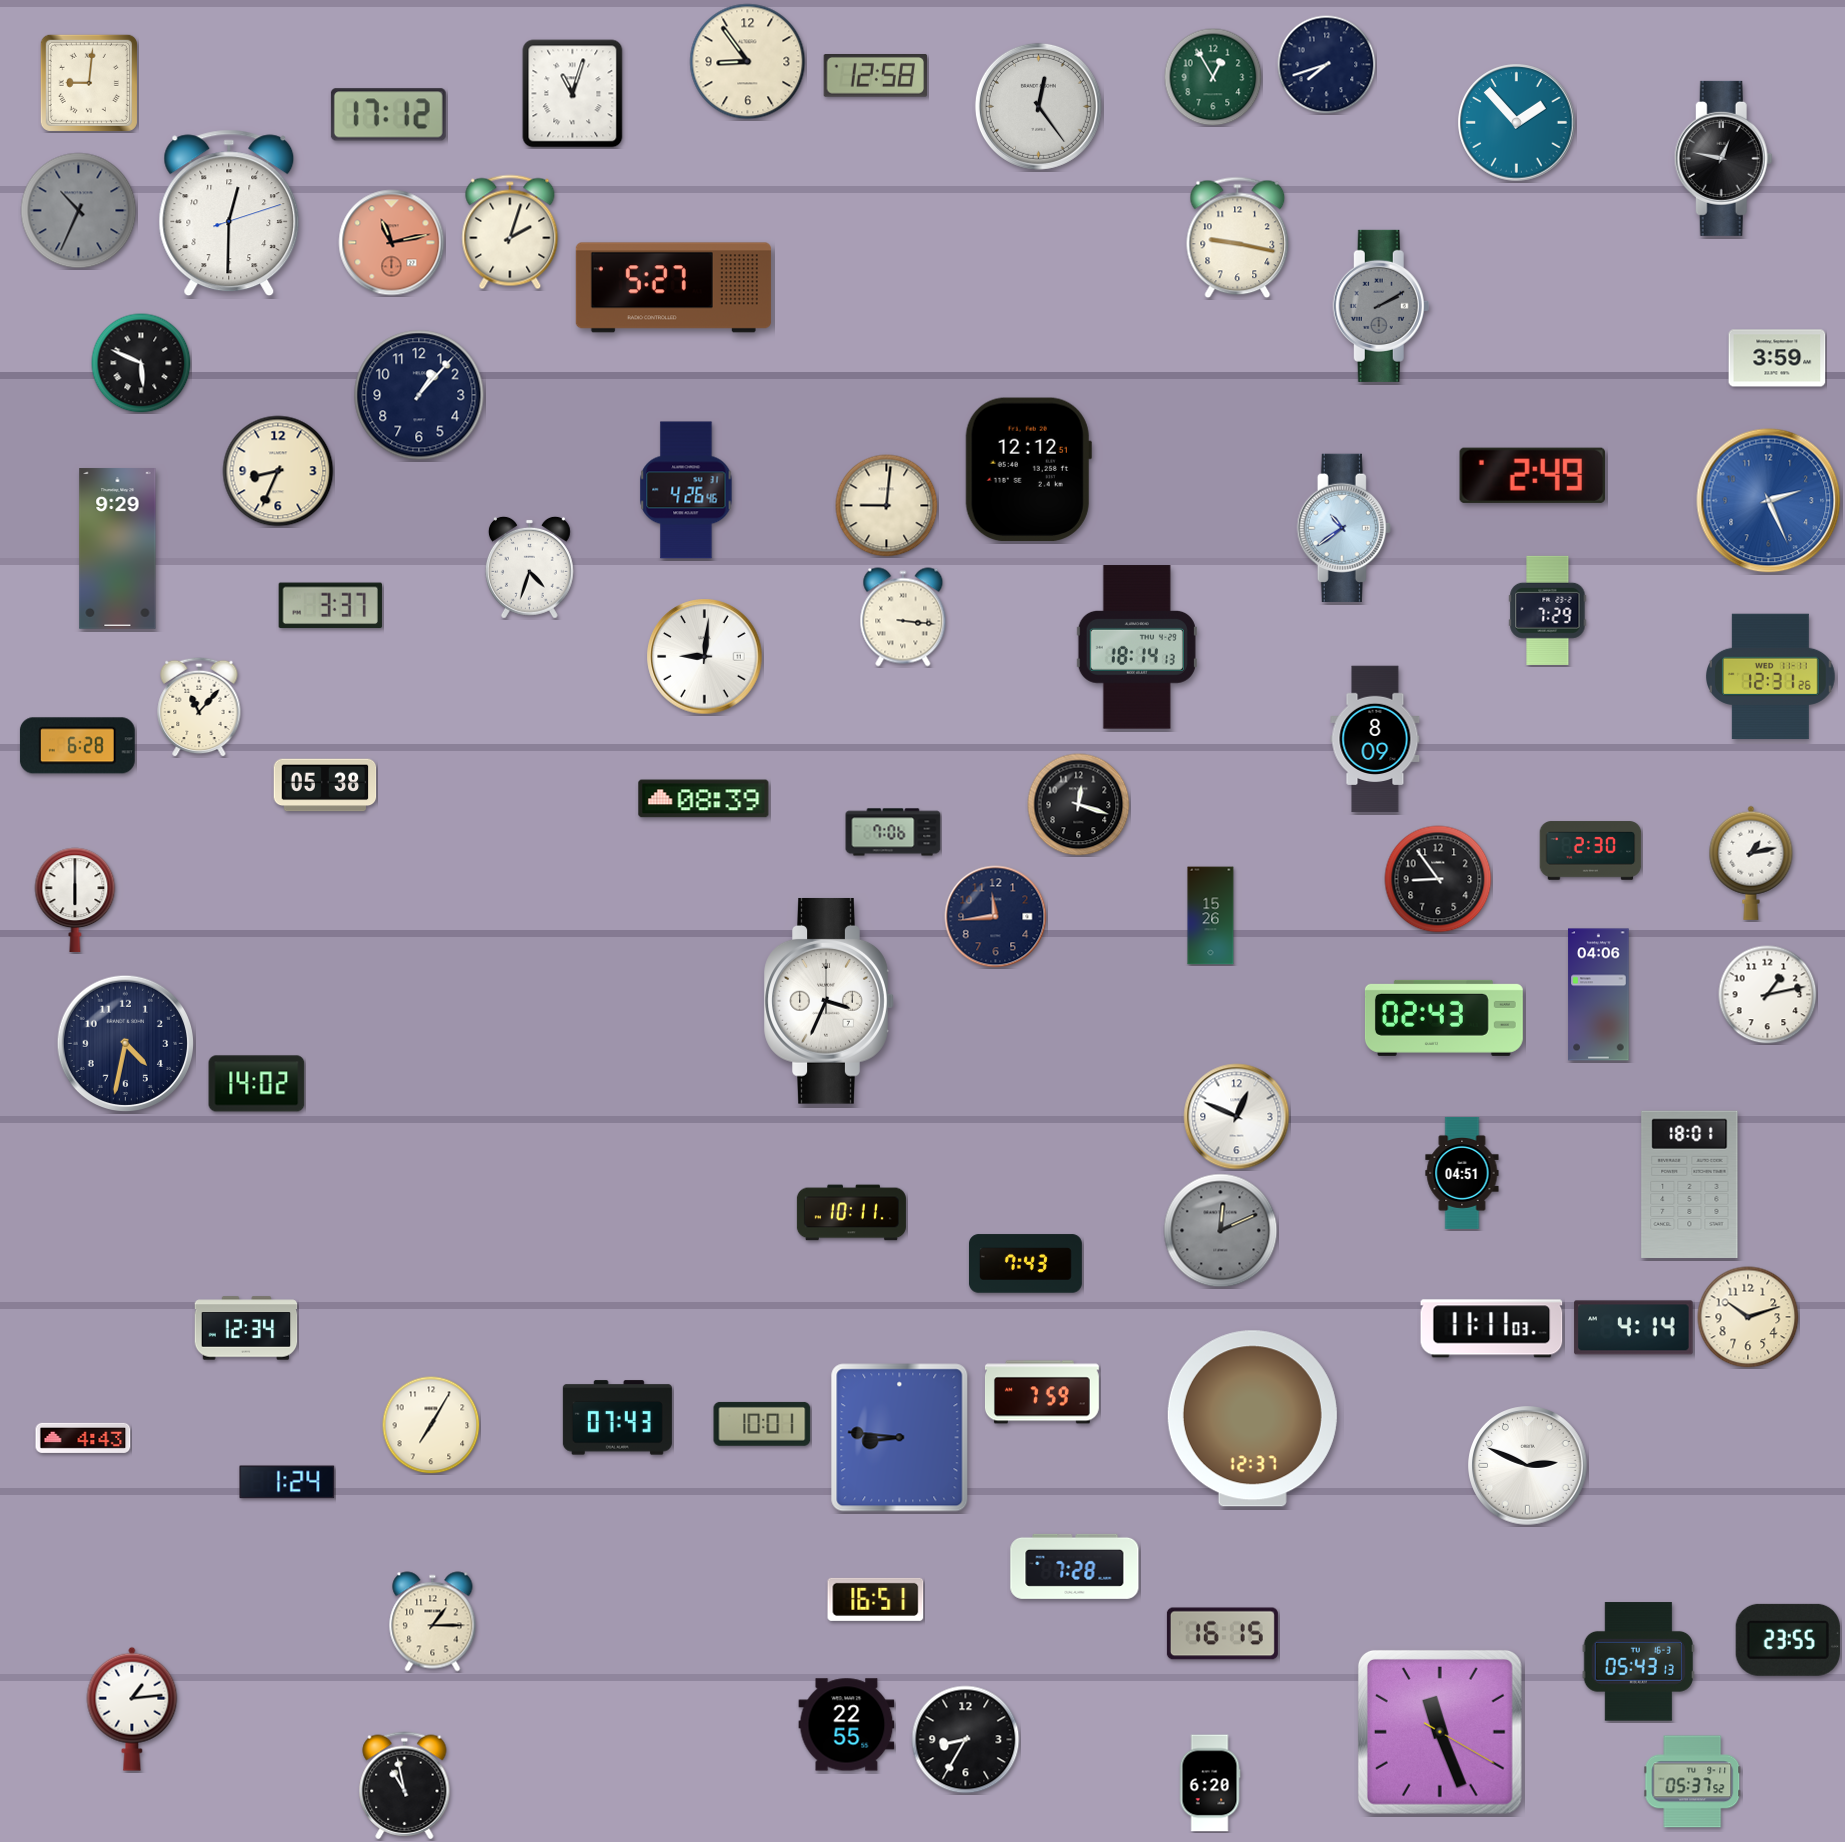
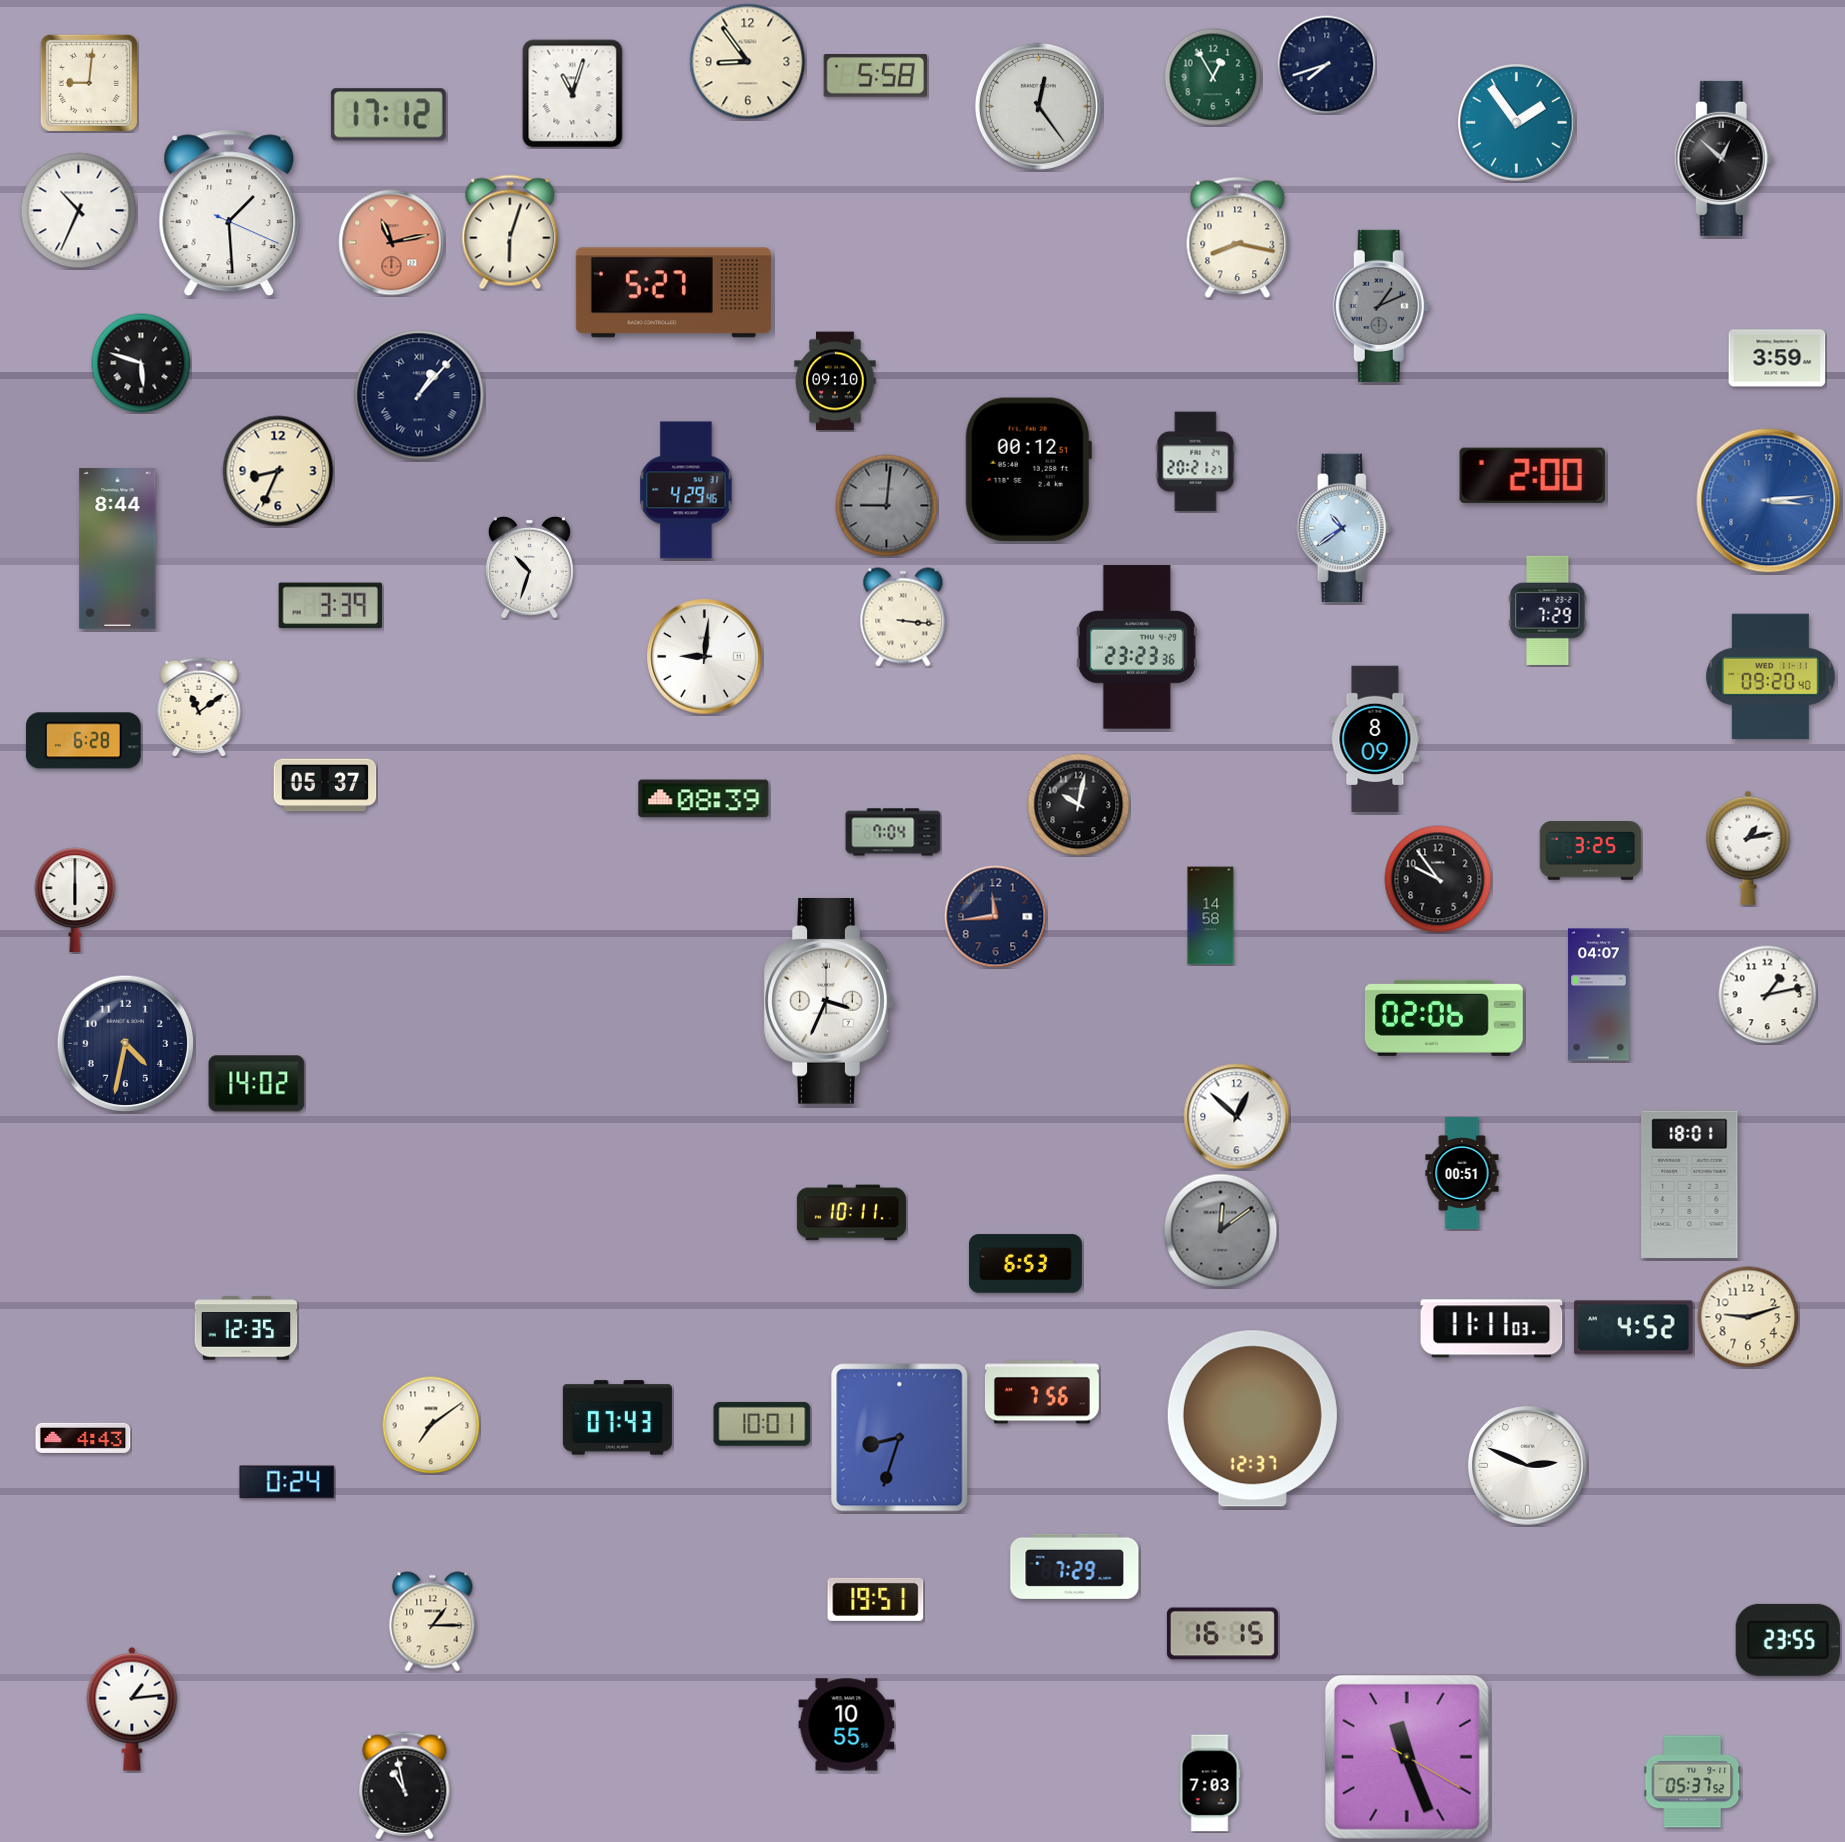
clock at (875, 76): 12:58 -> 5:58
clock at (1517, 123): 1:53 -> 1:54
clock at (1723, 158): 12:47 -> 12:52
clock at (79, 211) dial: grey -> white
clock at (229, 213): 12:30 -> 1:29
clock at (510, 232): 2:03 -> 6:03
clock at (1238, 238): 9:17 -> 8:17
clock at (673, 288) position: (673, 288) -> (673, 293)
clock at (1381, 306): 2:10 -> 1:11
clock at (141, 363): 5:49 -> 5:48
clock at (835, 381): none -> 09:10
clock at (419, 395) numerals: Arabic -> Roman
clock at (1196, 462): none -> 20:21
clock at (1028, 470): 12:12 -> 00:12
clock at (1532, 475): 2:49 -> 2:00
clock at (686, 490): 4:26 -> 4:29
clock at (1769, 501): 2:26 -> 3:14
clock at (887, 506) dial: cream -> grey
clock at (118, 549): 9:29 -> 8:44
clock at (529, 567): 4:33 -> 10:33
clock at (330, 606): 3:37 -> 3:39
clock at (1137, 647): 18:14 -> 23:23
clock at (1771, 677): 12:31 -> 09:20
clock at (199, 707): 11:07 -> 11:09
clock at (77, 746) position: (77, 746) -> (83, 741)
clock at (325, 785): 05:38 -> 05:37
clock at (1079, 805): 12:18 -> 10:02
clock at (893, 832): 7:06 -> 7:04
clock at (1591, 851): 2:30 -> 3:25
clock at (1751, 863) position: (1751, 863) -> (1748, 848)
clock at (1438, 879): 8:54 -> 9:54
clock at (1211, 916): 15:26 -> 14:58
clock at (1599, 995): 04:06 -> 04:07
clock at (1444, 1018): 02:43 -> 02:06
clock at (1237, 1117): 12:49 -> 12:52
clock at (1462, 1173): 04:51 -> 00:51
clock at (1221, 1231): 12:11 -> 12:09
clock at (1025, 1264): 7:43 -> 6:53
clock at (1748, 1317): 10:12 -> 9:12
clock at (246, 1328): 12:34 -> 12:35
clock at (1634, 1328): 4:14 -> 4:52
clock at (1042, 1392): 7:59 -> 7:56
clock at (431, 1425): 7:05 -> 7:09
clock at (900, 1438): 8:46 -> 8:33
clock at (287, 1482): 1:24 -> 0:24
clock at (1075, 1566): 7:28 -> 7:29
clock at (876, 1599): 16:51 -> 19:51
clock at (1638, 1662): 05:43 -> none
clock at (847, 1725): 22:55 -> 10:55
clock at (1440, 1732) position: (1440, 1732) -> (1407, 1757)
clock at (966, 1740): 8:35 -> none
clock at (1210, 1783): 6:20 -> 7:03
